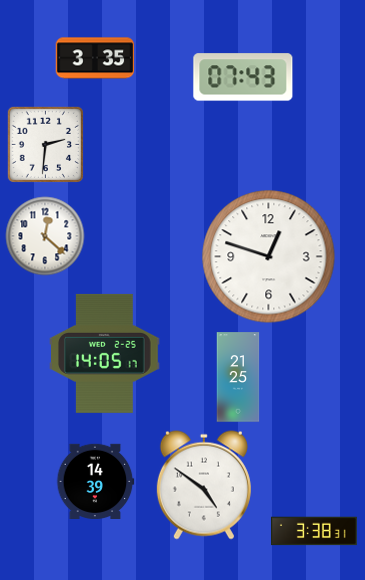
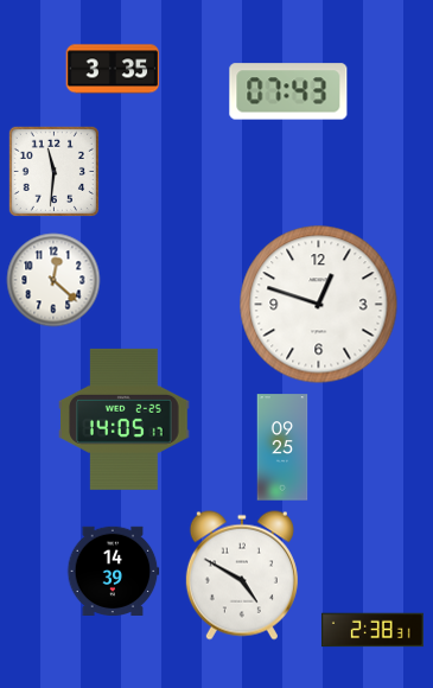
clock at (45, 144): 2:31 -> 11:31
clock at (238, 377): 21:25 -> 09:25
clock at (204, 485): 4:51 -> 4:50
clock at (314, 531): 3:38 -> 2:38
